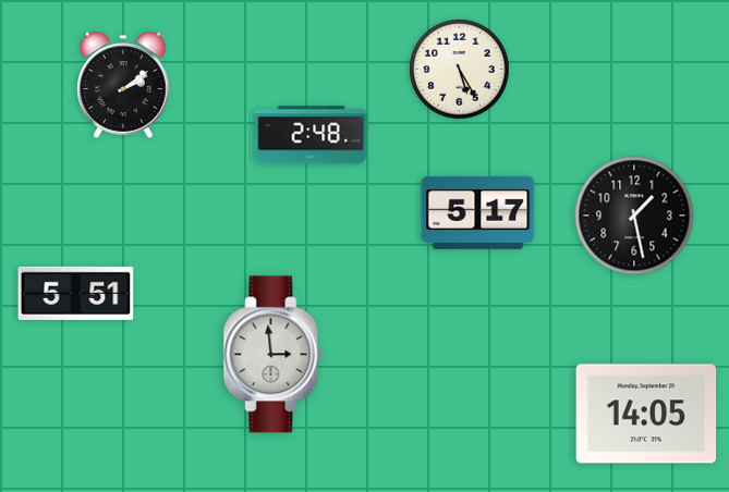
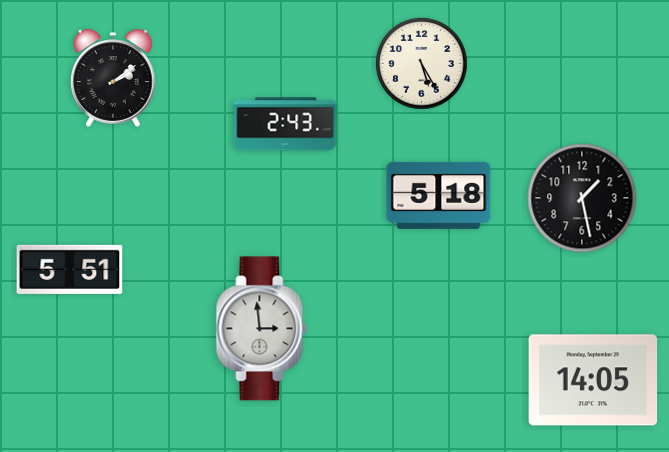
clock at (311, 135): 2:48 -> 2:43
clock at (478, 212): 5:17 -> 5:18
clock at (274, 355) position: (274, 355) -> (262, 329)
